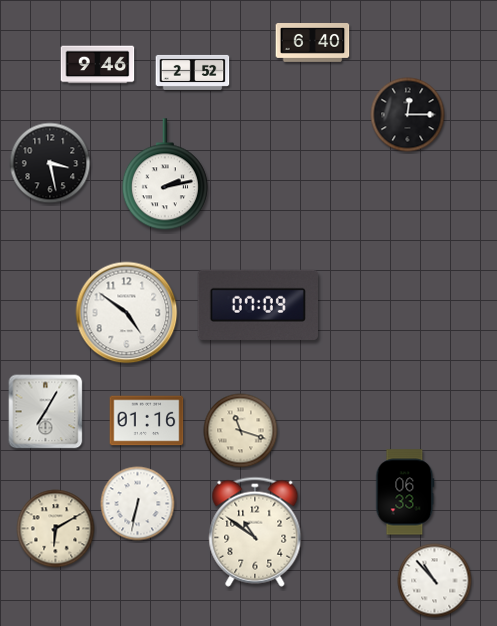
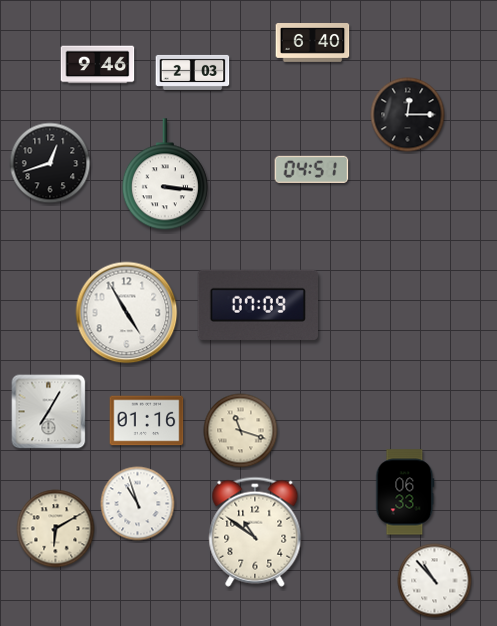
clock at (193, 72): 2:52 -> 2:03
clock at (50, 163): 3:28 -> 12:42
clock at (312, 169): none -> 04:51
clock at (165, 175): 2:13 -> 3:16
clock at (127, 313): 4:51 -> 4:55
clock at (46, 412) position: (46, 412) -> (49, 412)
clock at (138, 504): 6:32 -> 10:57
